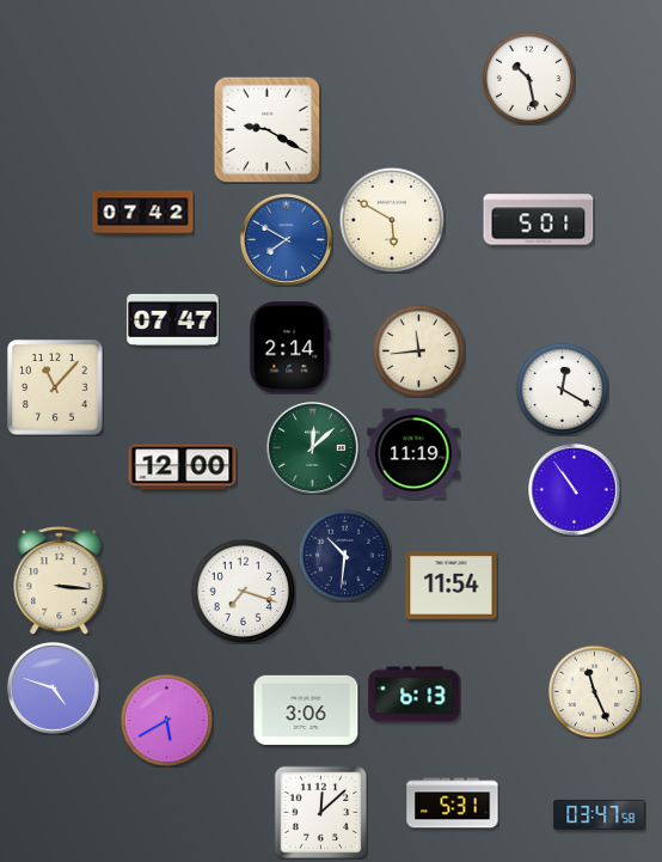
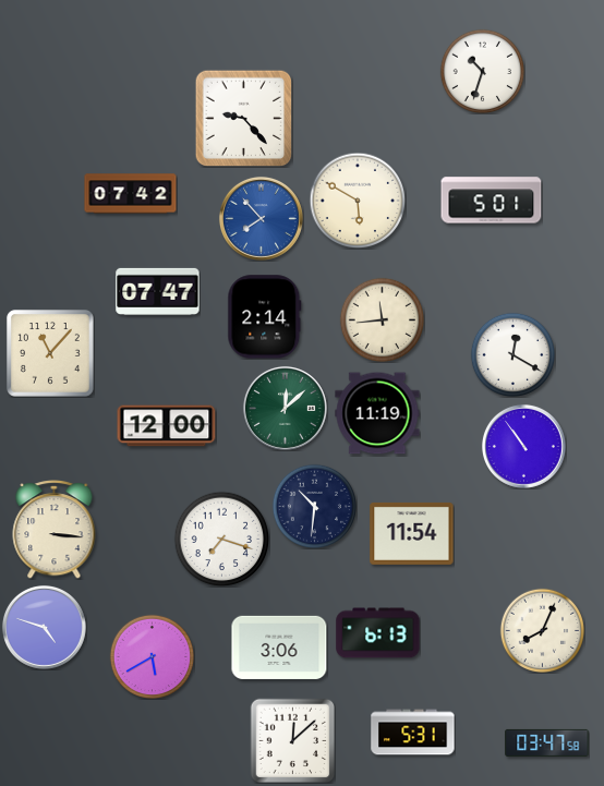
clock at (528, 78): 10:28 -> 10:33
clock at (266, 129): 9:20 -> 9:23
clock at (286, 239): 7:50 -> 7:53
clock at (53, 687) position: (53, 687) -> (44, 627)
clock at (594, 691): 11:26 -> 8:04
